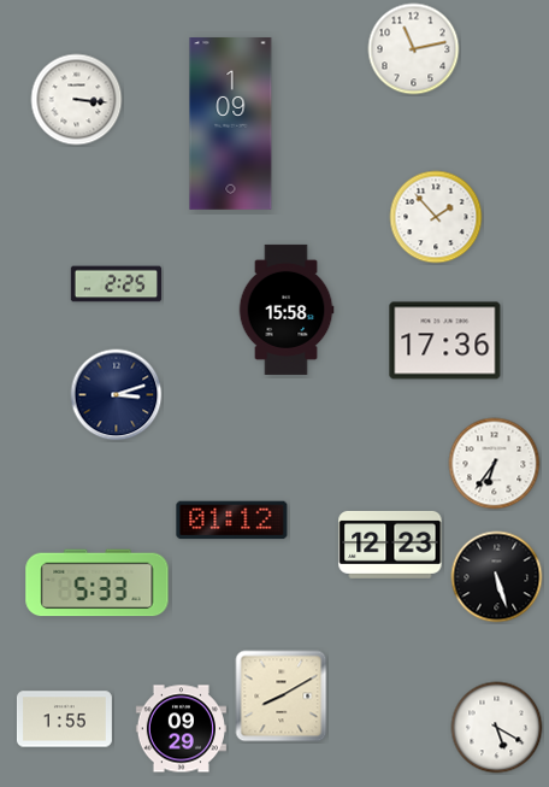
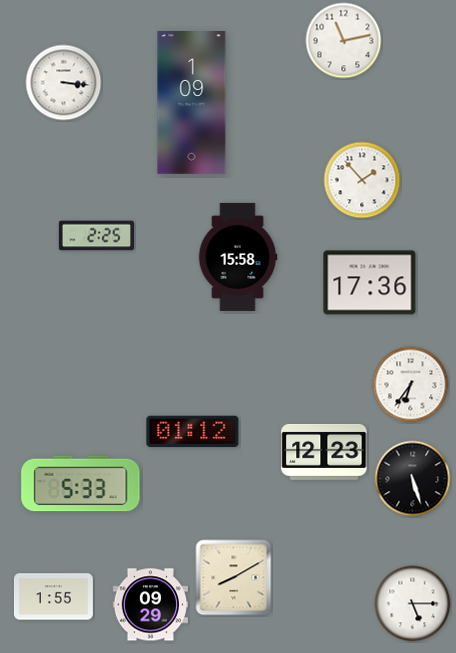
clock at (117, 395): 3:12 -> none
clock at (497, 728): 5:20 -> 5:15
